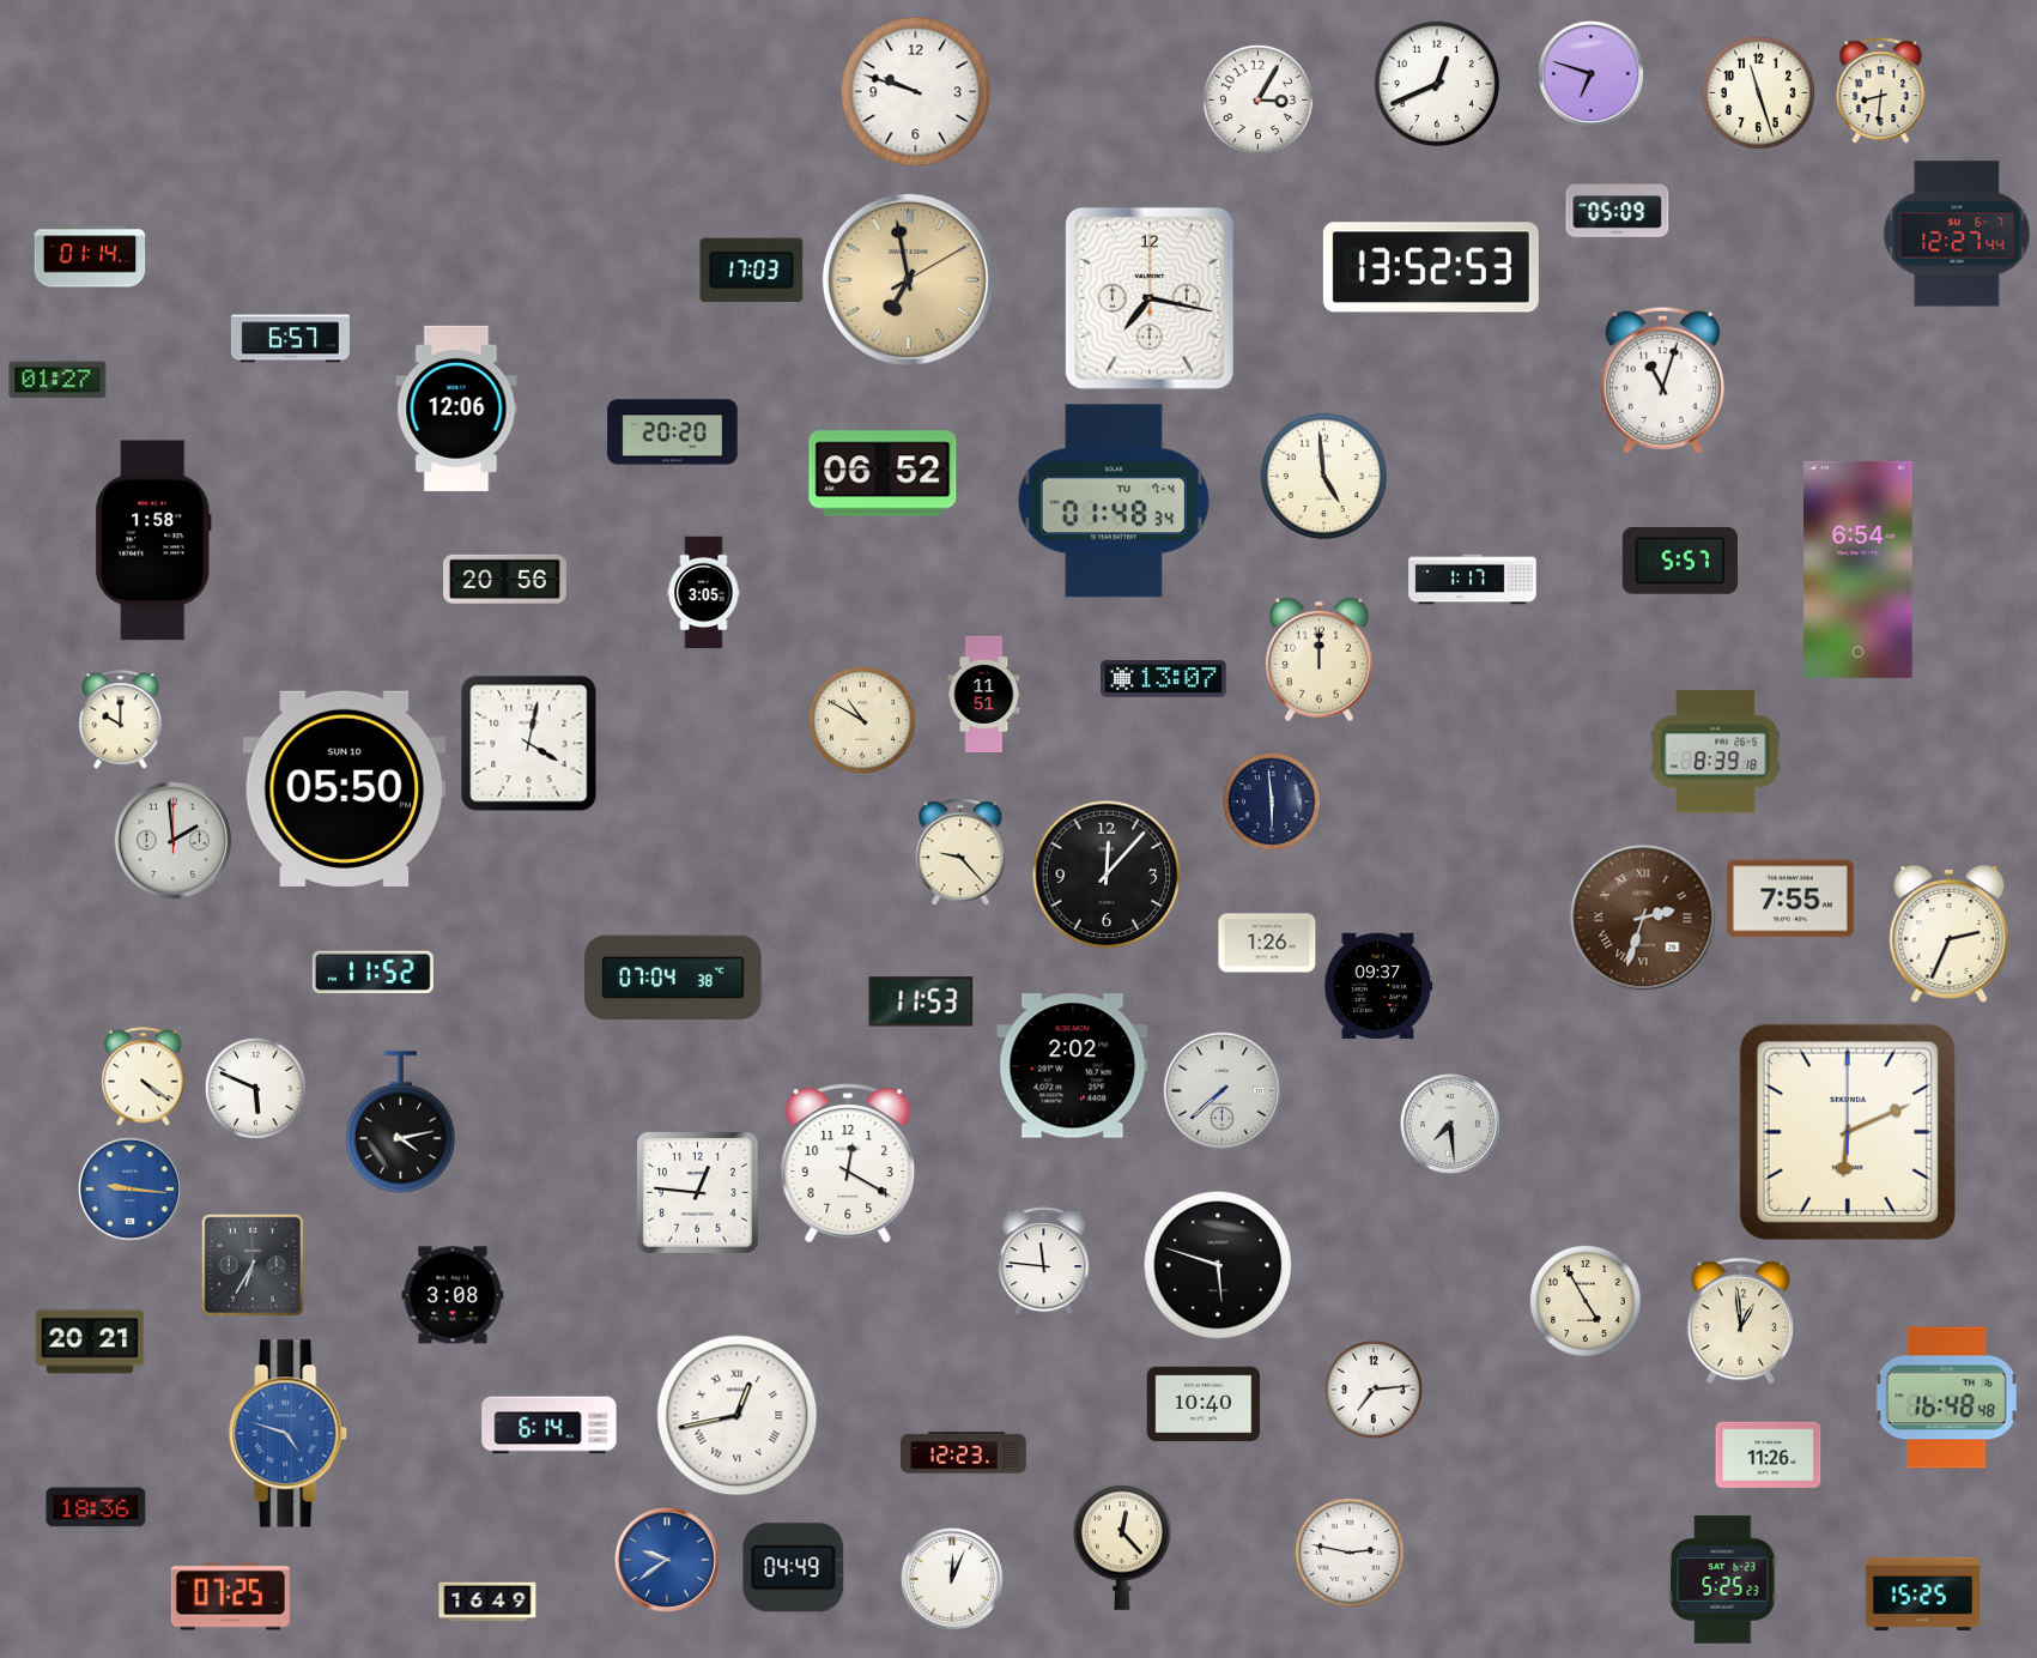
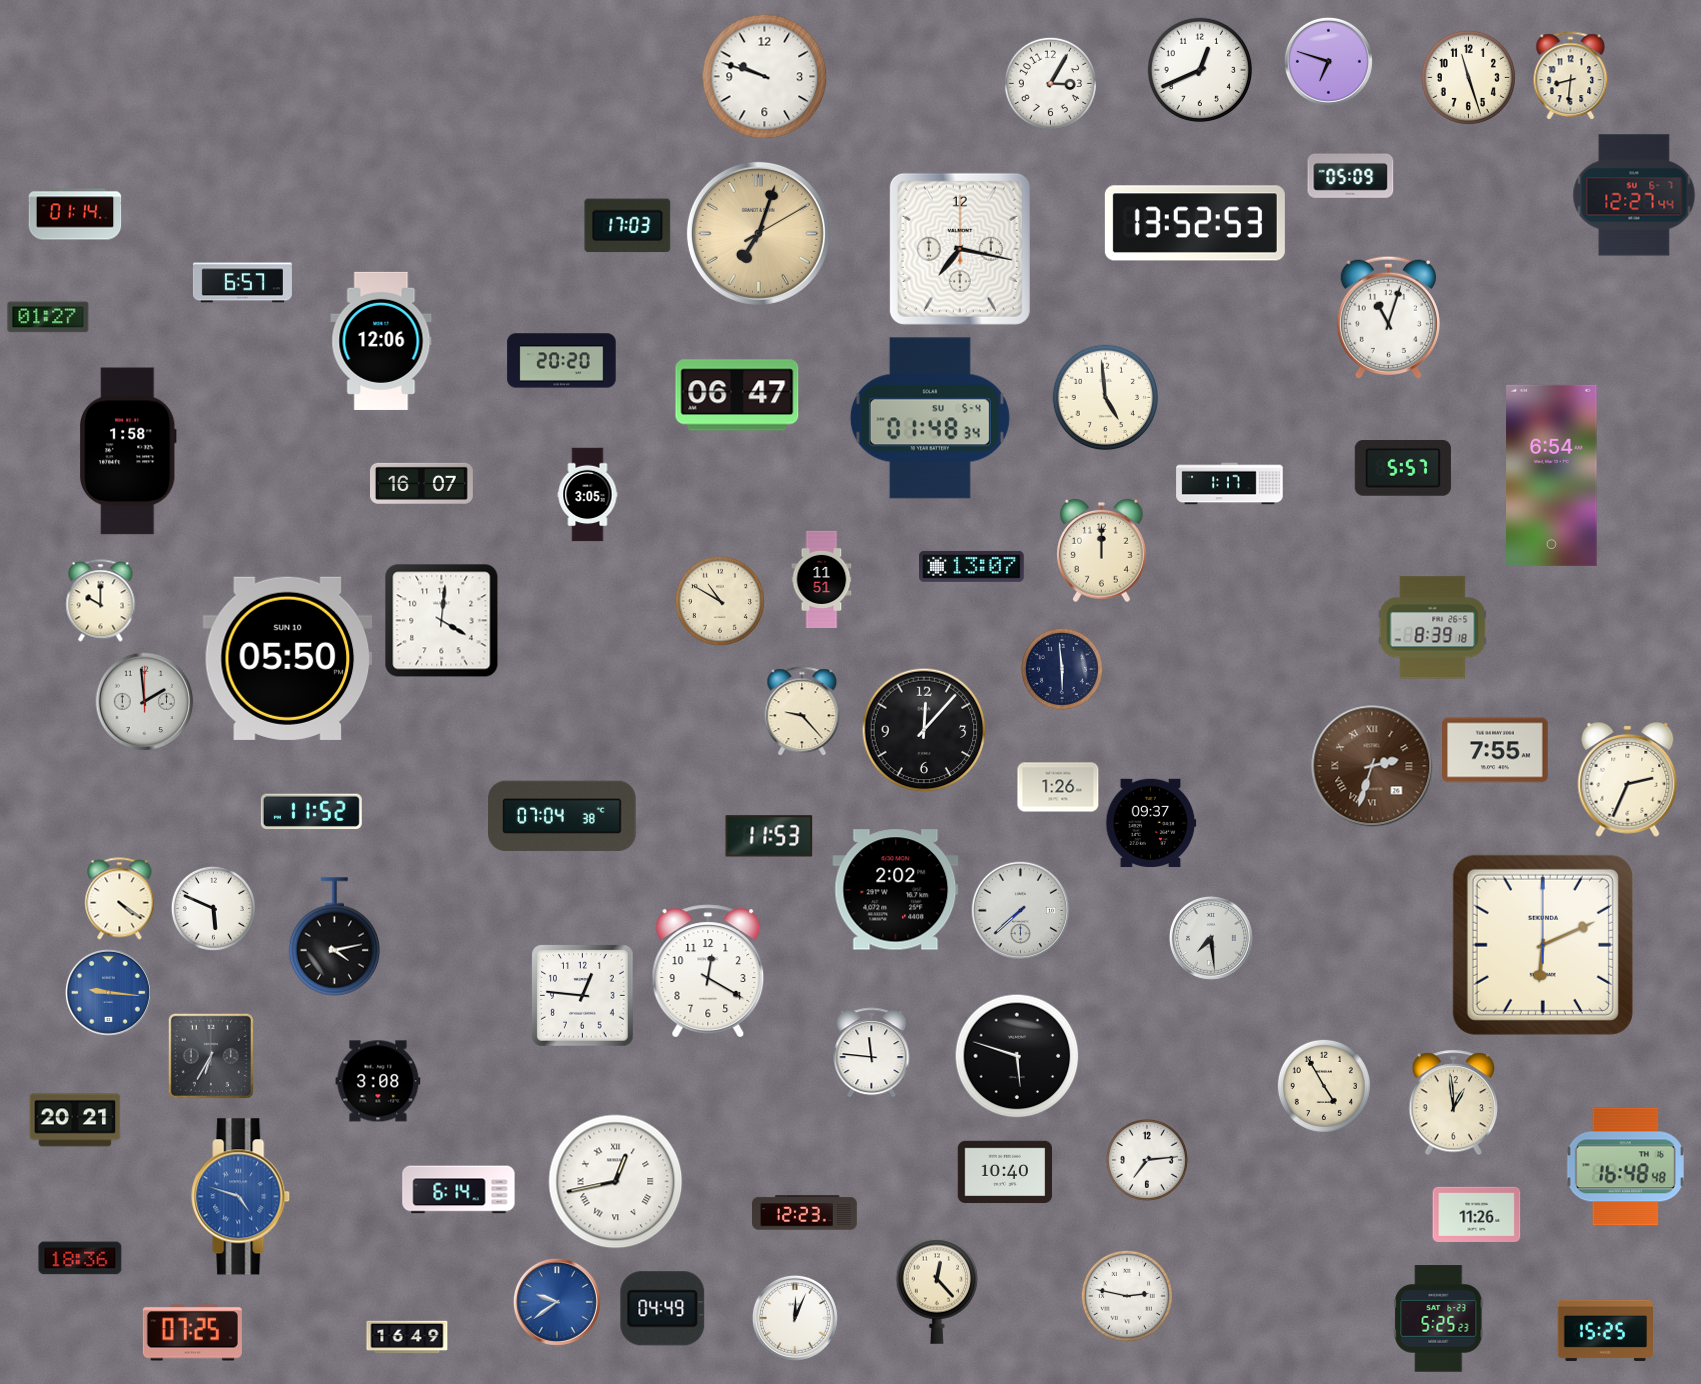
clock at (908, 279): 6:58 -> 7:03
clock at (883, 473): 06:52 -> 06:47
clock at (1114, 501) date: TU 7-4 -> SU 5-4
clock at (505, 579): 20:56 -> 16:07
clock at (529, 744): 4:02 -> 4:01
